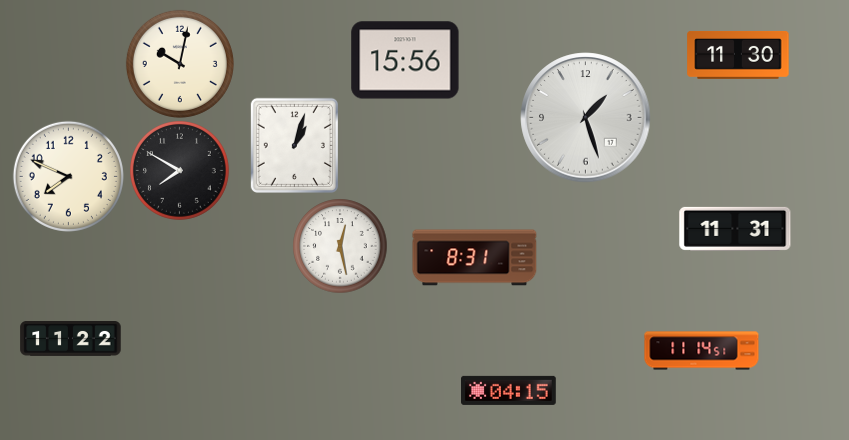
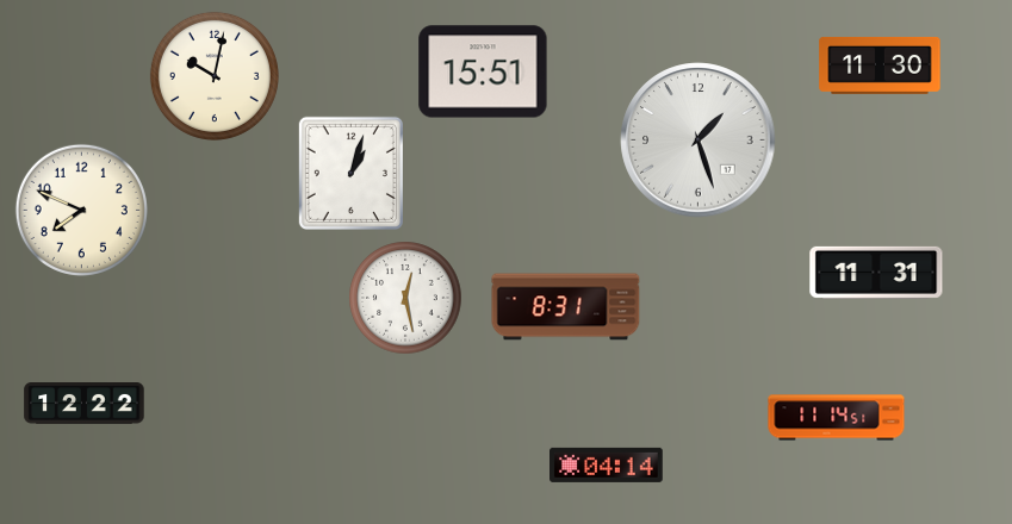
clock at (405, 60): 15:56 -> 15:51
clock at (180, 171): 7:50 -> none
clock at (340, 246) position: (340, 246) -> (405, 298)
clock at (71, 339): 11:22 -> 12:22
clock at (509, 390): 04:15 -> 04:14
